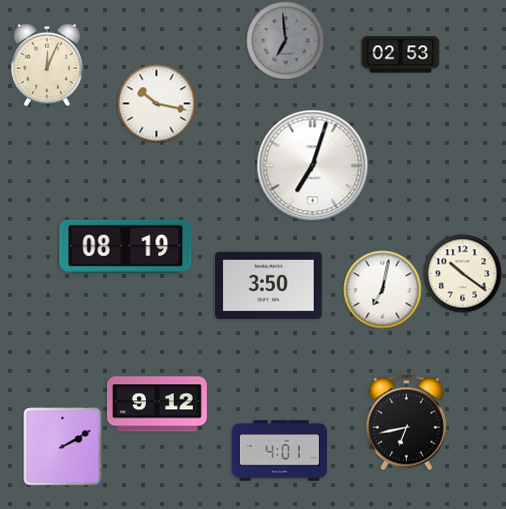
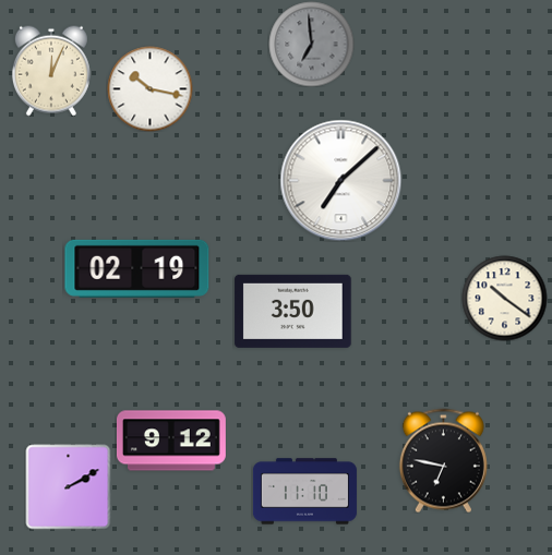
clock at (400, 55): 02:53 -> none
clock at (156, 103) position: (156, 103) -> (149, 88)
clock at (312, 165): 7:03 -> 7:08
clock at (126, 246): 08:19 -> 02:19
clock at (382, 289): 7:02 -> none
clock at (406, 422): 6:43 -> 6:47
clock at (279, 451): 4:01 -> 11:10
